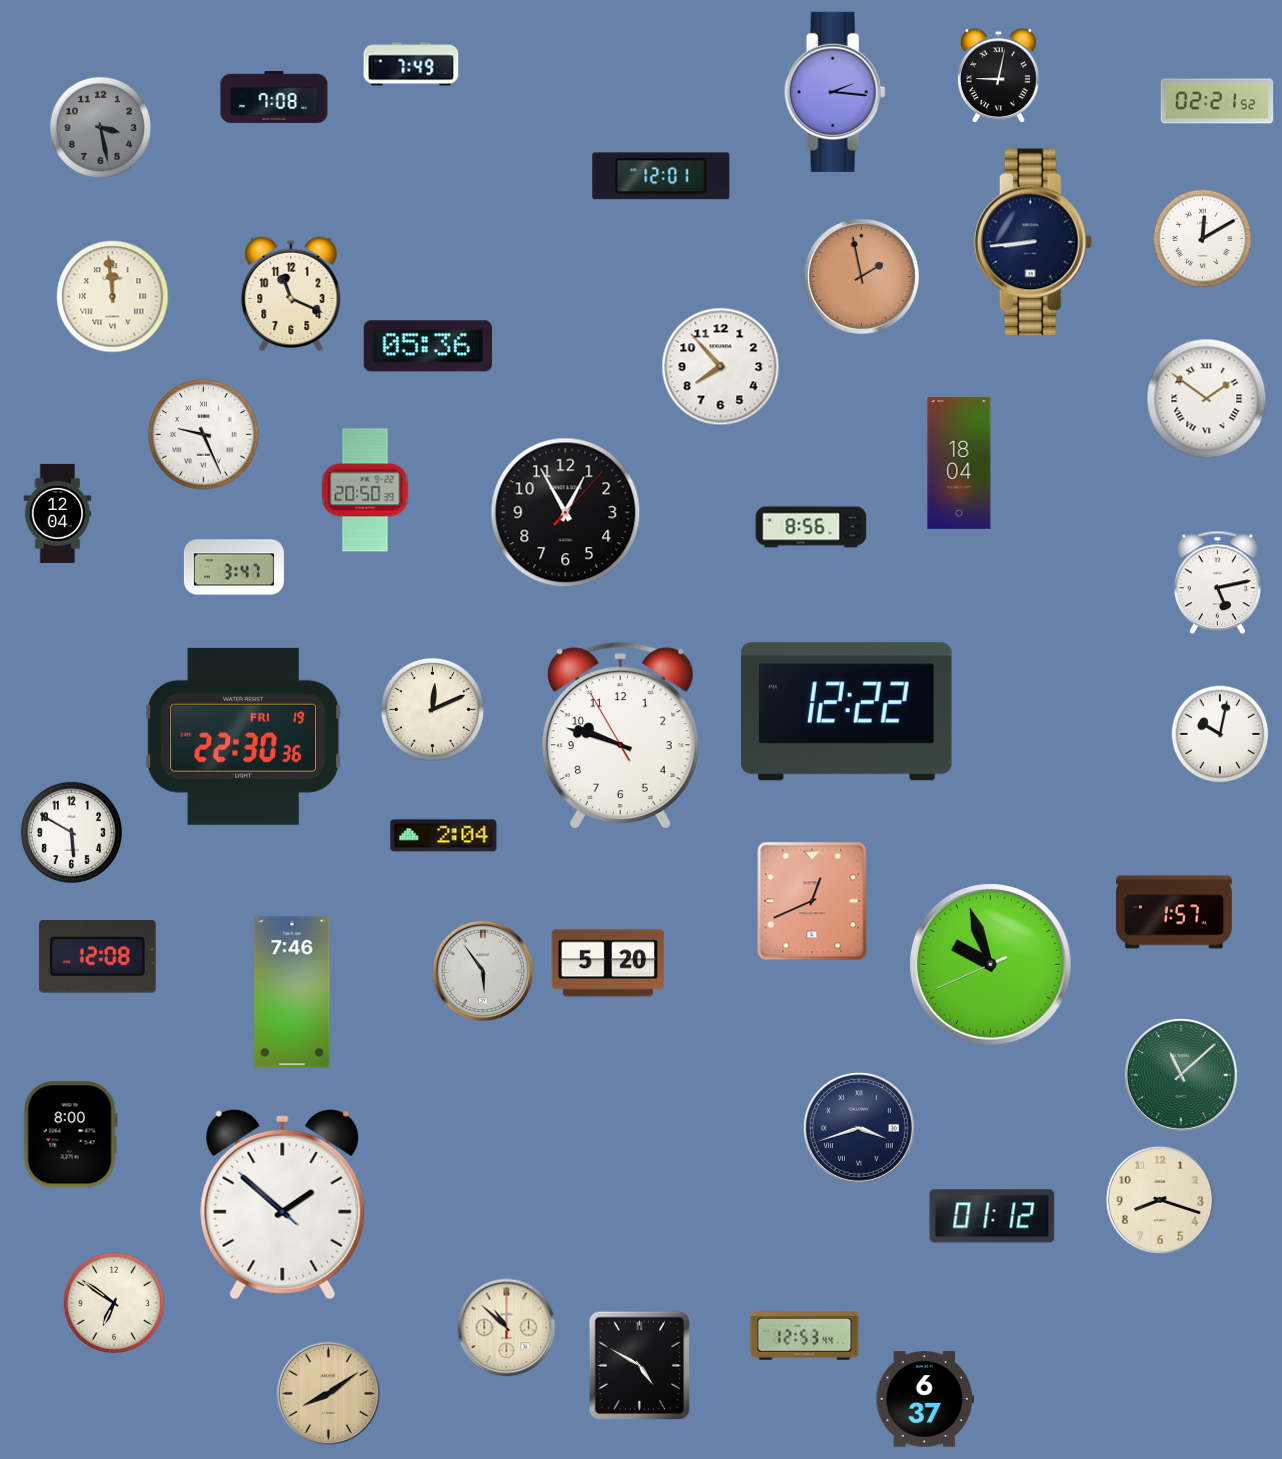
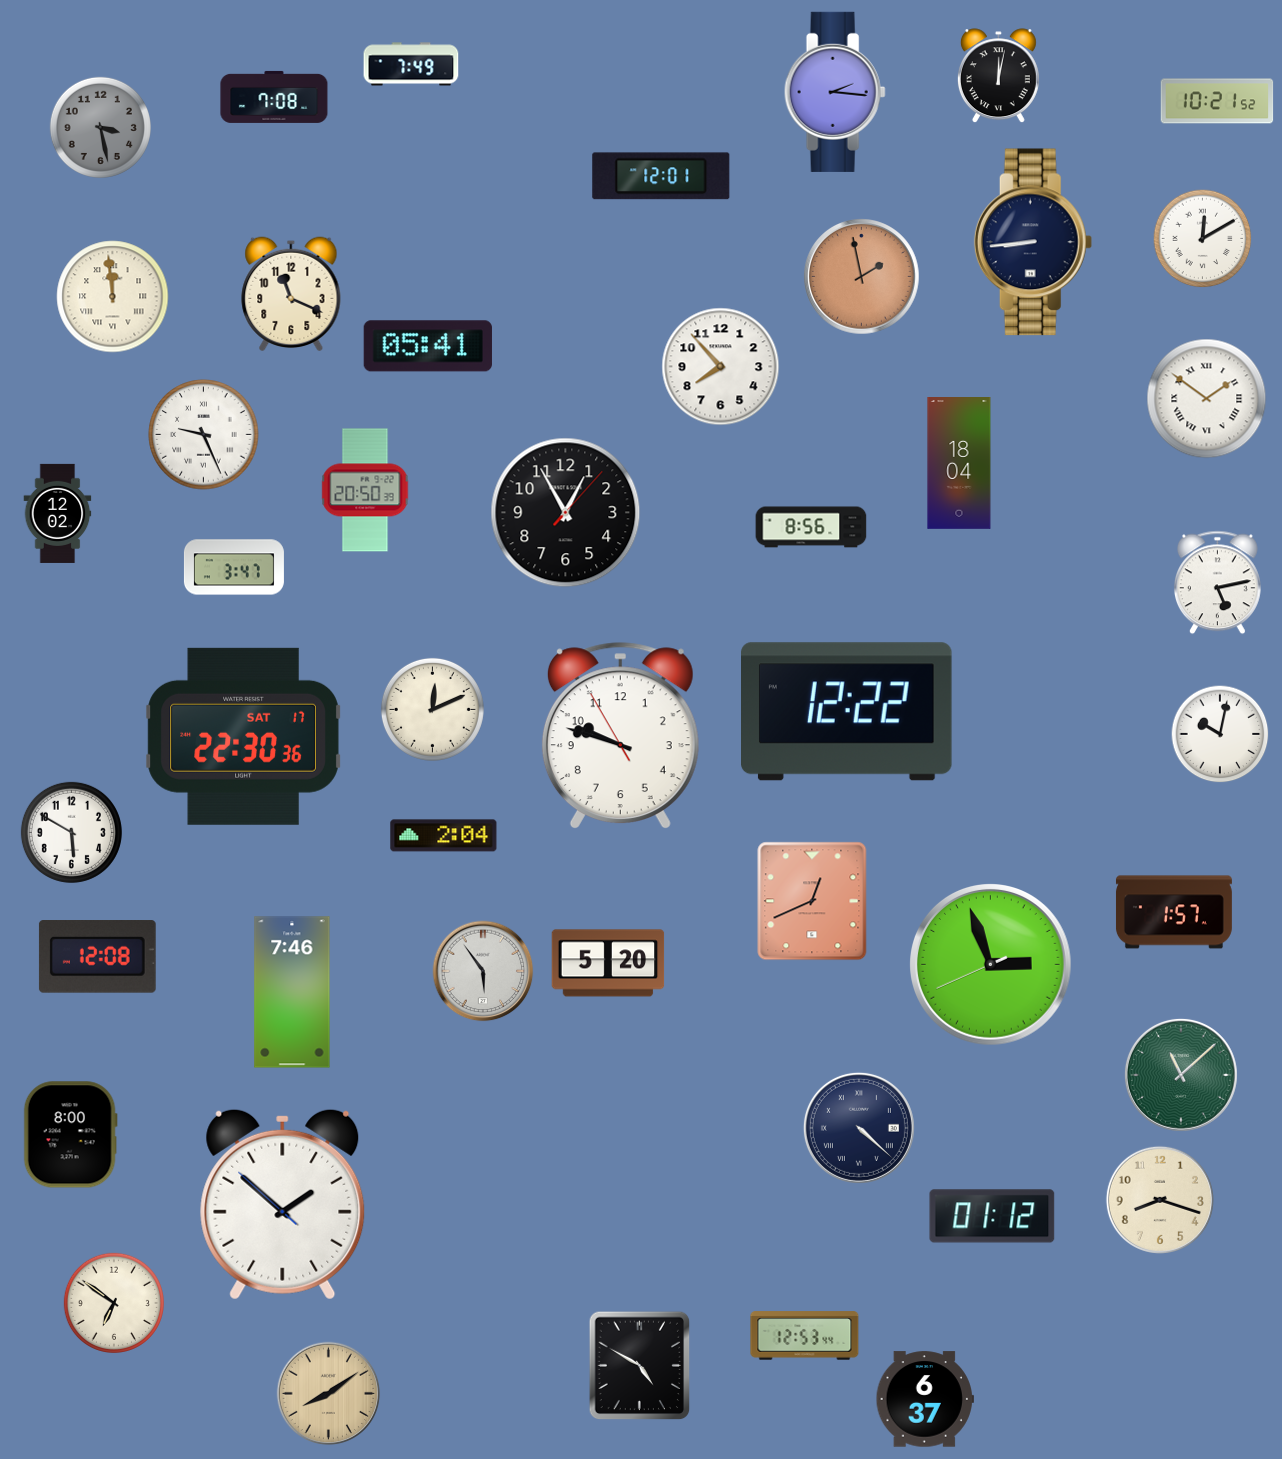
clock at (998, 76): 9:02 -> 12:02
clock at (1217, 101): 02:21 -> 10:21
clock at (428, 346): 05:36 -> 05:41
clock at (58, 513): 12:04 -> 12:02
clock at (243, 736) date: FRI 19 -> SAT 17
clock at (991, 965): 9:56 -> 2:56
clock at (859, 1128): 3:42 -> 4:22
clock at (507, 1328): 10:52 -> none
